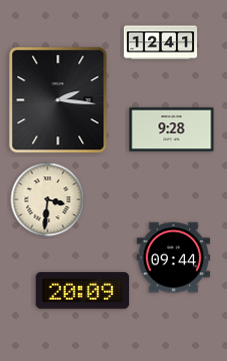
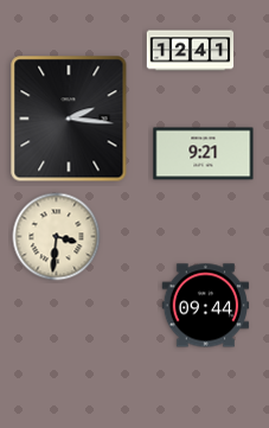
clock at (172, 130): 9:28 -> 9:21
clock at (83, 291): 20:09 -> none
